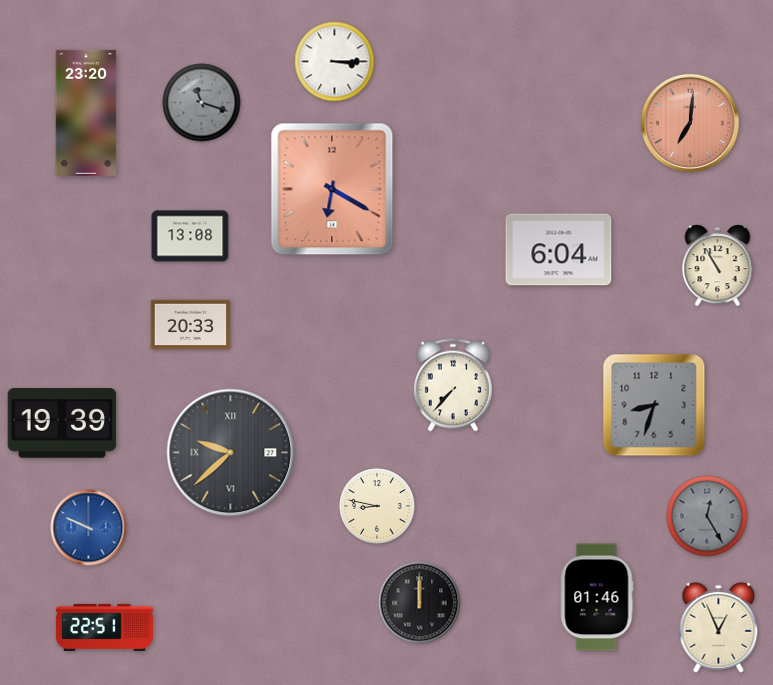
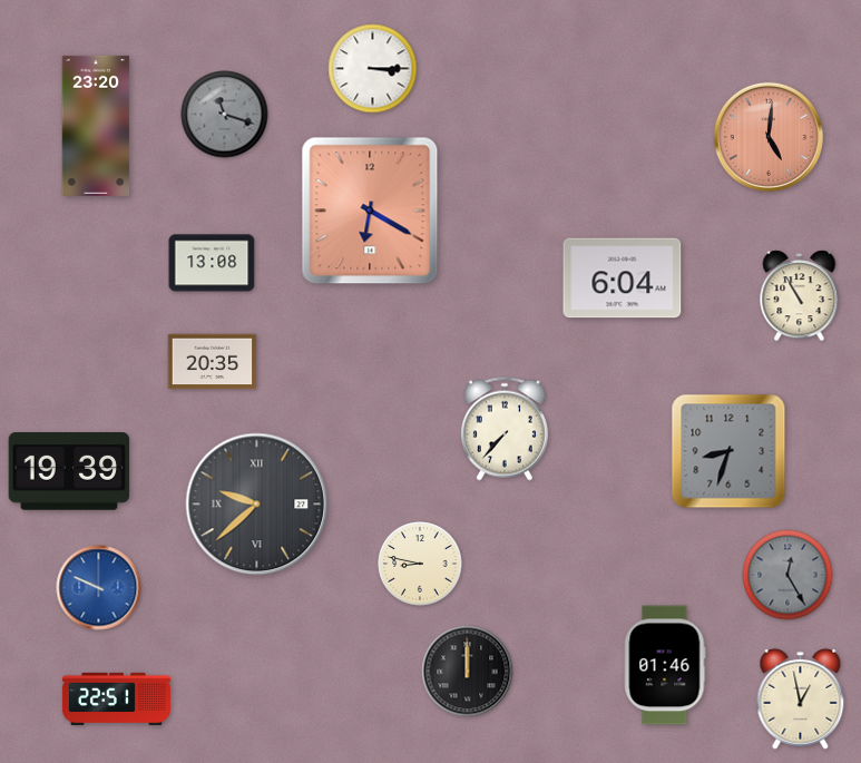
clock at (690, 123): 7:01 -> 5:01
clock at (191, 325): 20:33 -> 20:35
clock at (719, 627): 12:56 -> 12:58
